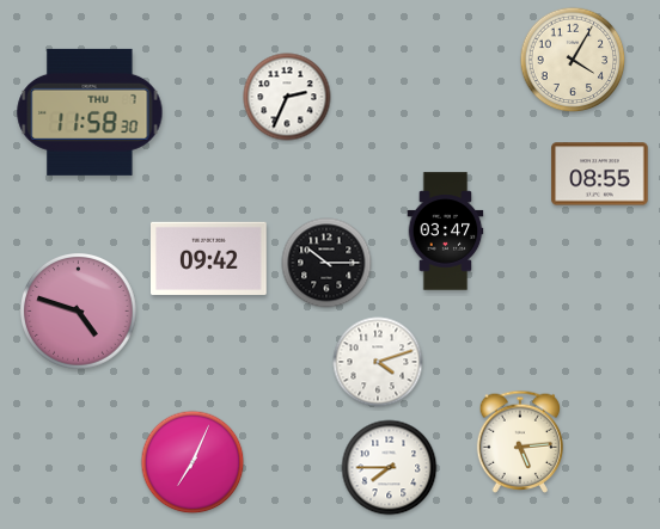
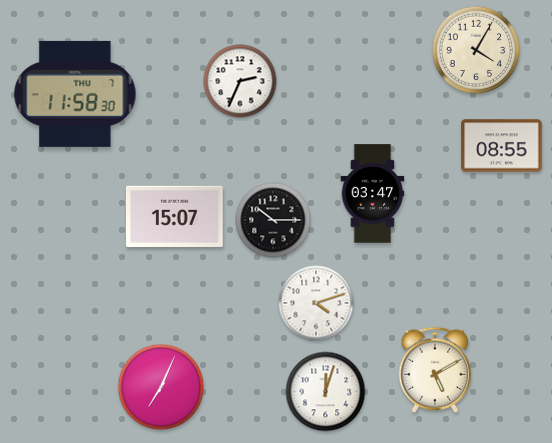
clock at (573, 60) position: (573, 60) -> (476, 50)
clock at (209, 258): 09:42 -> 15:07
clock at (79, 312): 4:48 -> none
clock at (520, 442): 5:14 -> 5:10
clock at (390, 468): 7:45 -> 12:03
